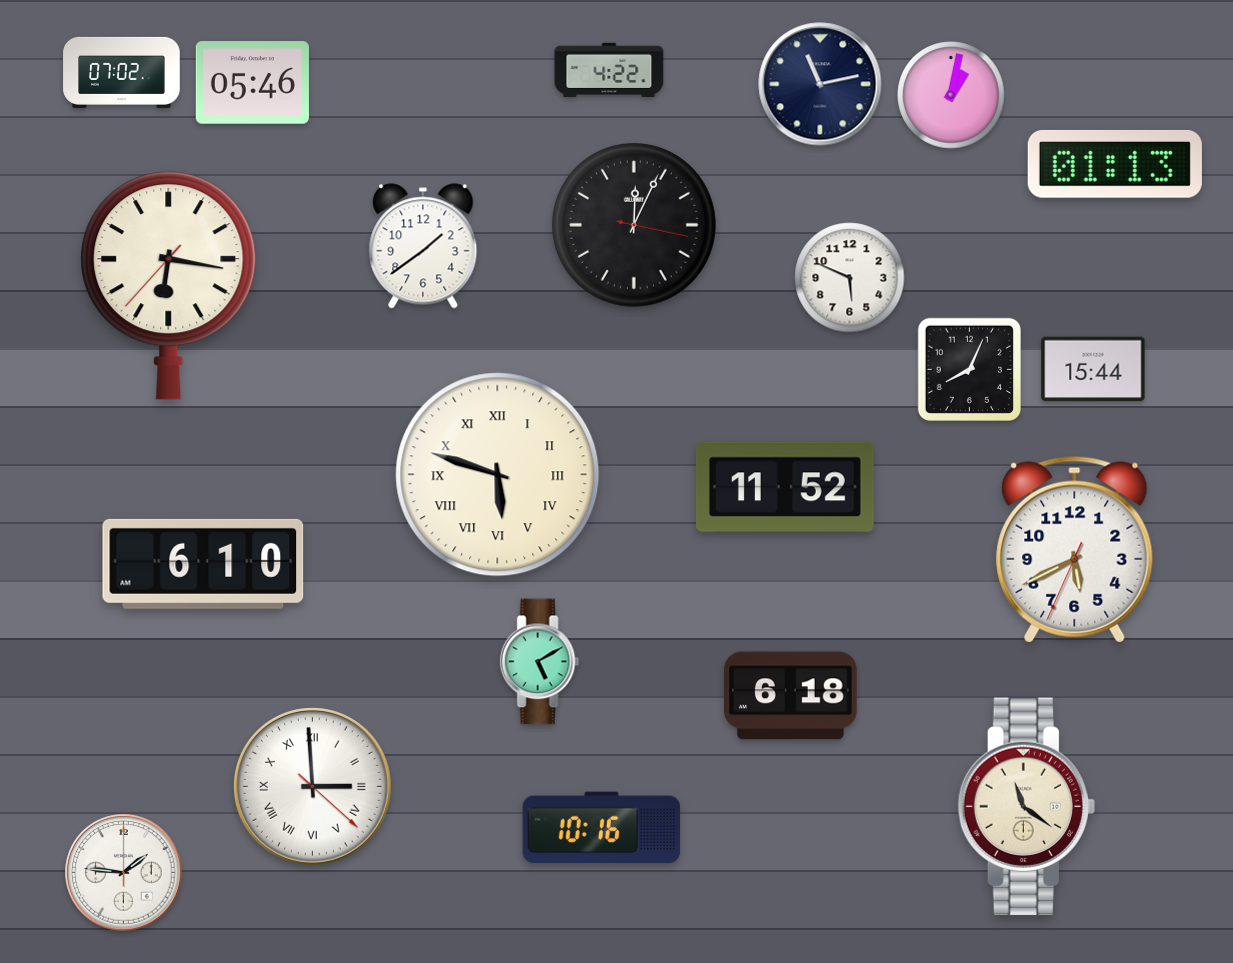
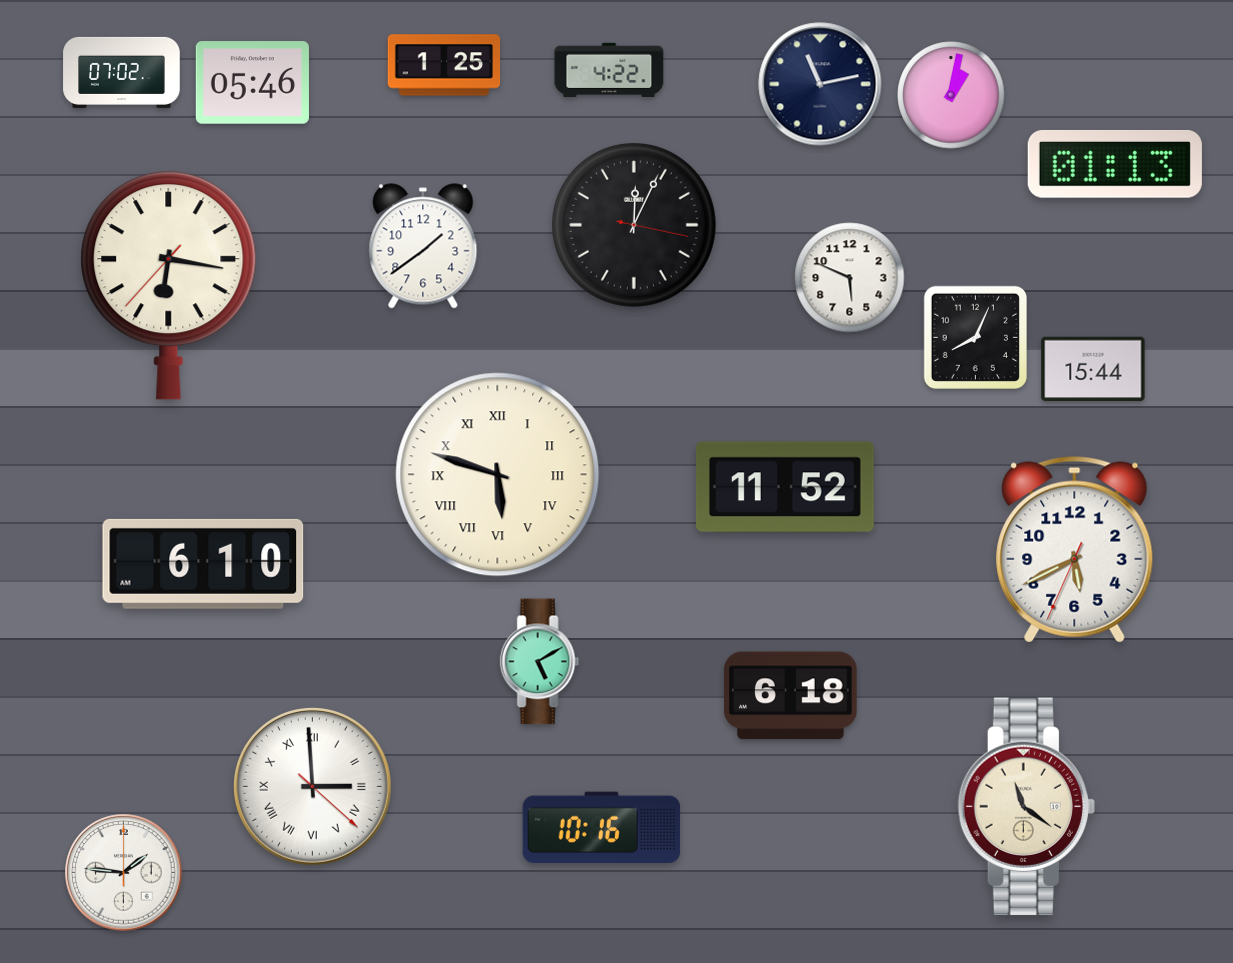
clock at (444, 65): none -> 1:25
clock at (969, 369) position: (969, 369) -> (975, 337)
